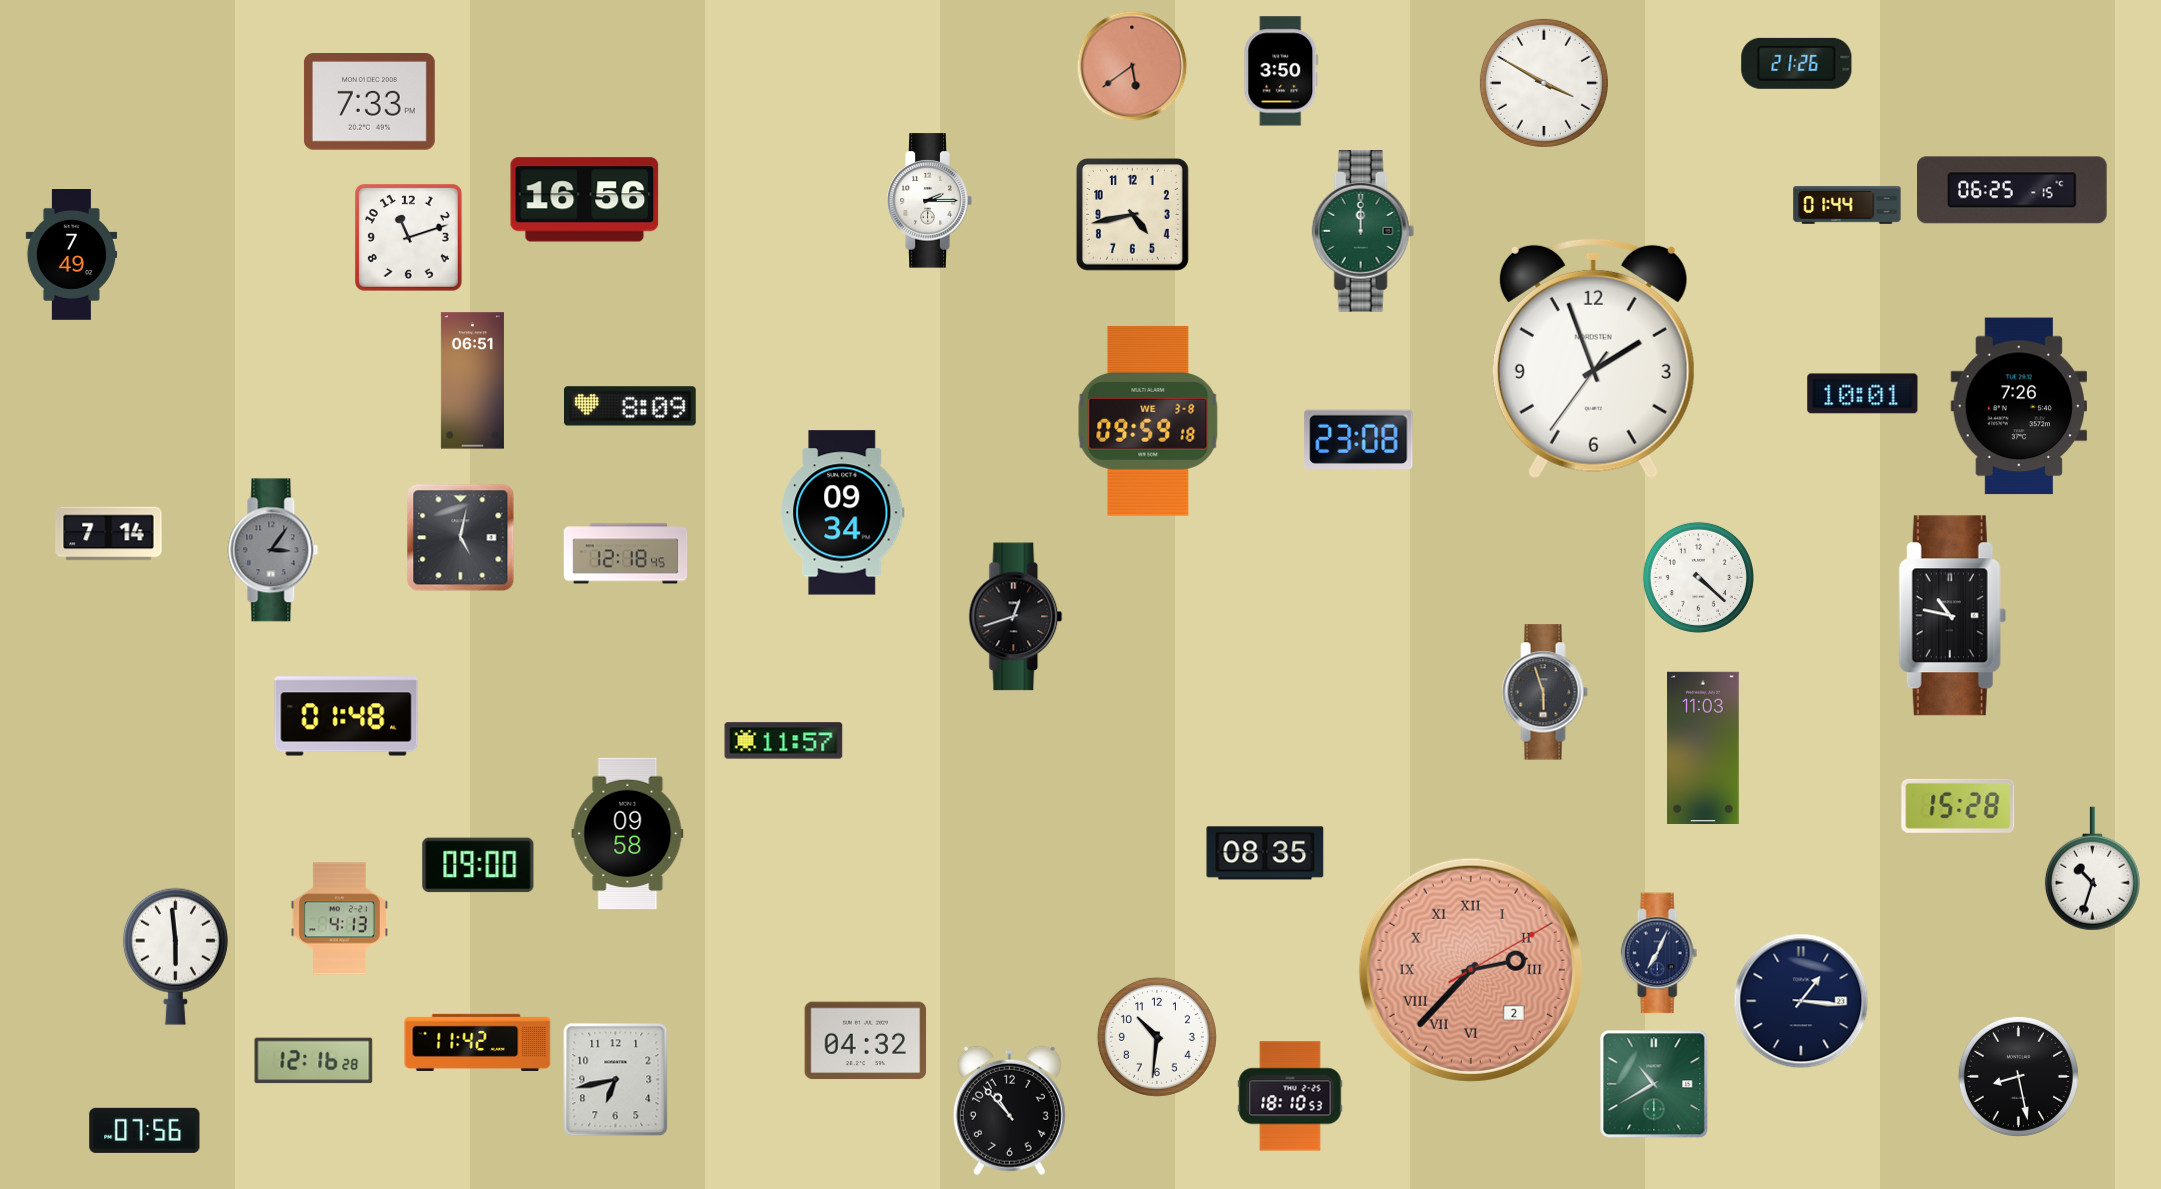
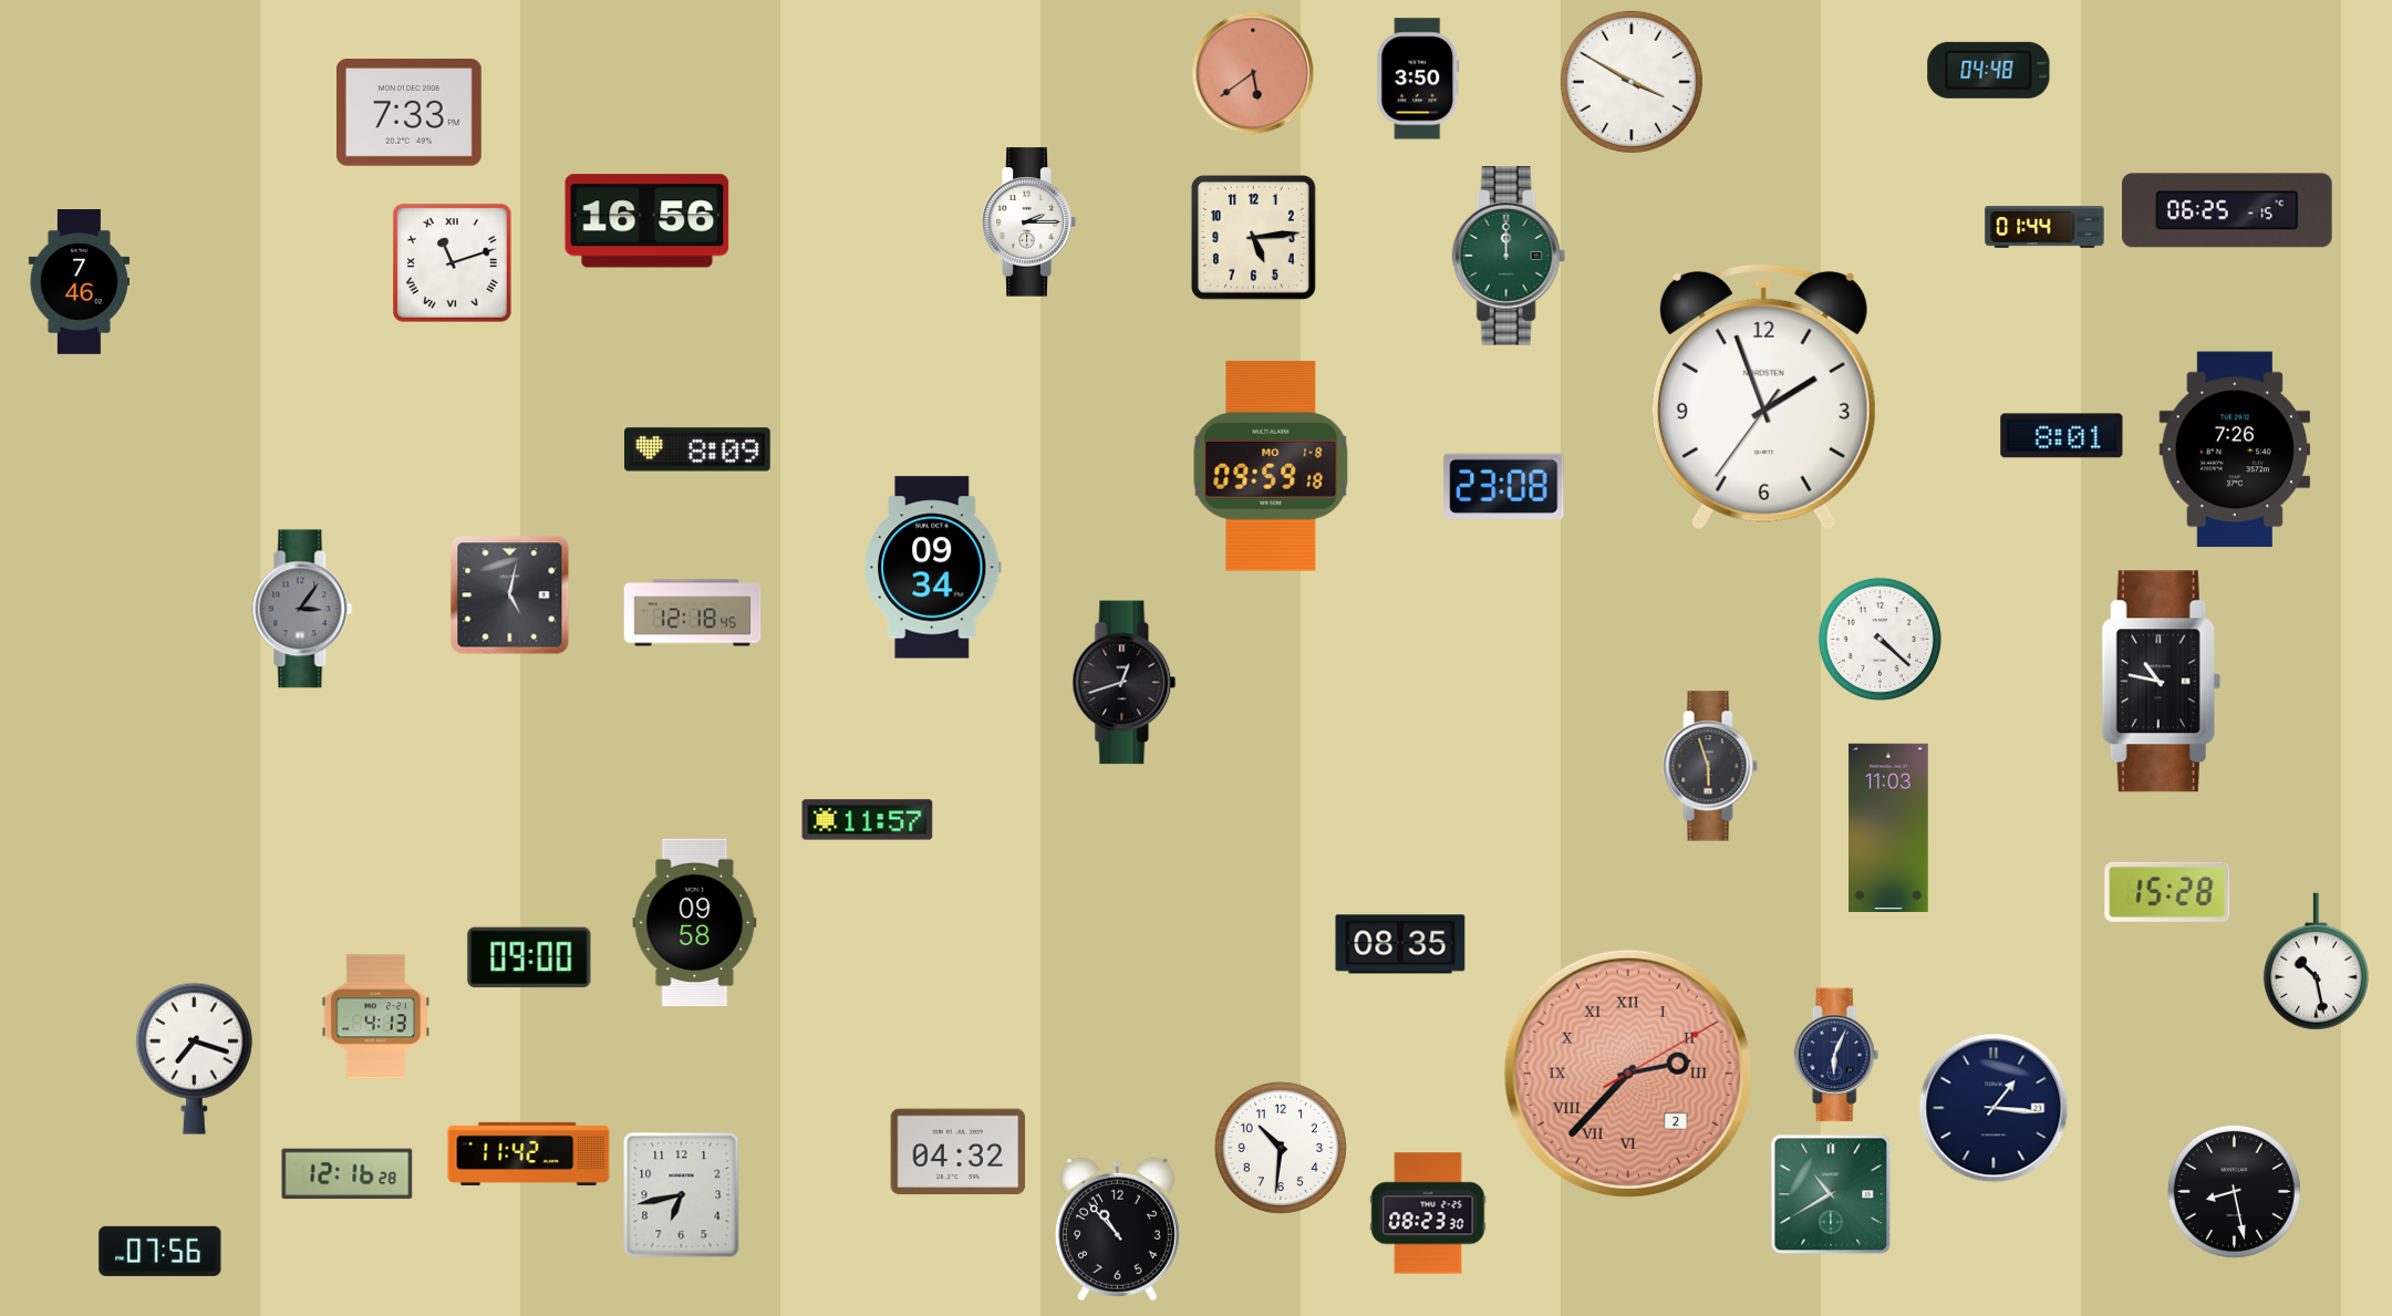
clock at (1797, 63): 21:26 -> 04:48
clock at (1544, 83) position: (1544, 83) -> (1632, 82)
clock at (1132, 214): 4:43 -> 5:14
clock at (408, 237) numerals: Arabic -> Roman
clock at (72, 255): 7:49 -> 7:46
clock at (472, 381): 06:51 -> none
clock at (1863, 394): 10:01 -> 8:01
clock at (1148, 421) date: WE 3-8 -> MO 1-8
clock at (109, 534): 7:14 -> none
clock at (346, 716): 01:48 -> none
clock at (1703, 748) position: (1703, 748) -> (1888, 828)
clock at (2092, 869): 10:33 -> 10:28
clock at (1659, 953): 7:04 -> 6:04
clock at (175, 956): 5:59 -> 7:18
clock at (1654, 1084) position: (1654, 1084) -> (1831, 1194)
clock at (1290, 1096): 18:10 -> 08:23
